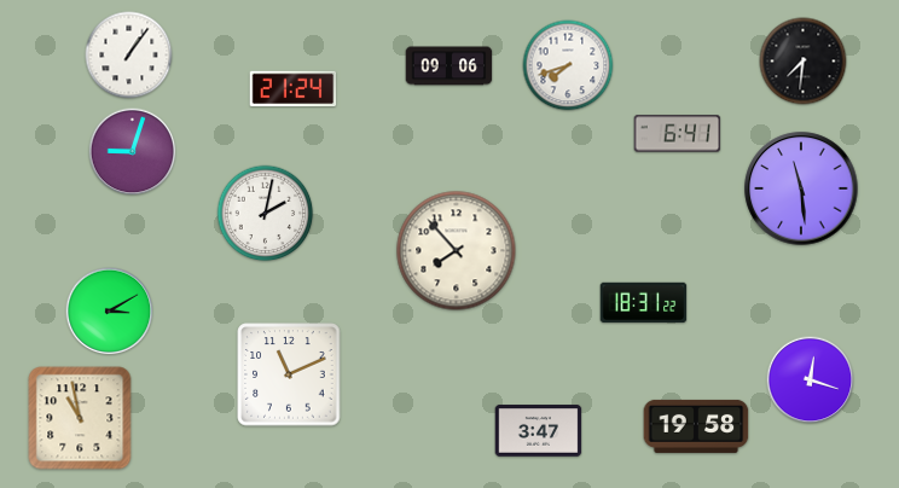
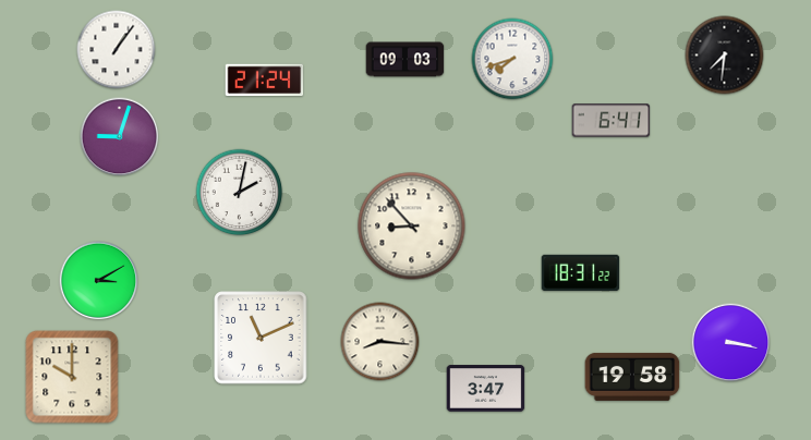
clock at (449, 66): 09:06 -> 09:03
clock at (801, 188): 11:29 -> none
clock at (457, 251): 7:53 -> 8:53
clock at (380, 342): none -> 8:16
clock at (811, 380): 12:18 -> 3:17
clock at (80, 418): 10:58 -> 10:00
clock at (696, 426) position: (696, 426) -> (632, 377)
